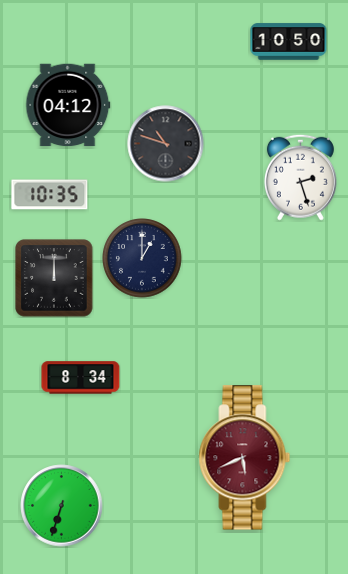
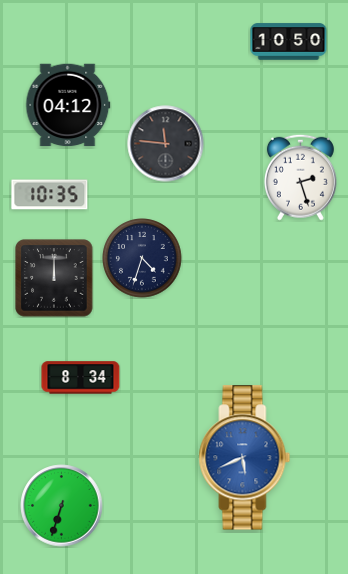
clock at (166, 144): 10:48 -> 11:46
clock at (142, 258): 1:00 -> 4:33
clock at (245, 458) dial: burgundy -> blue
